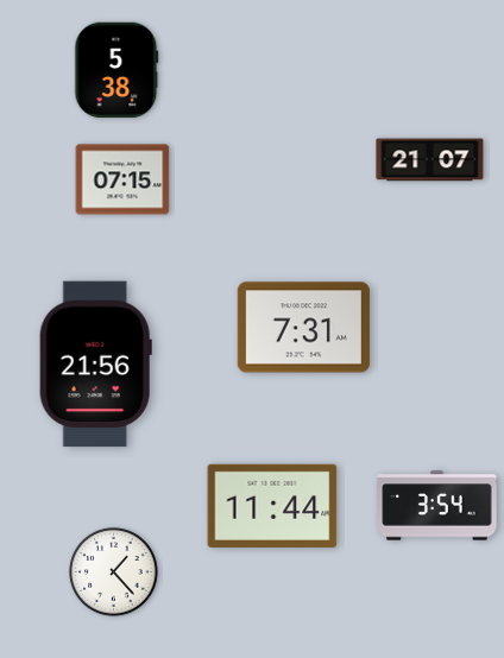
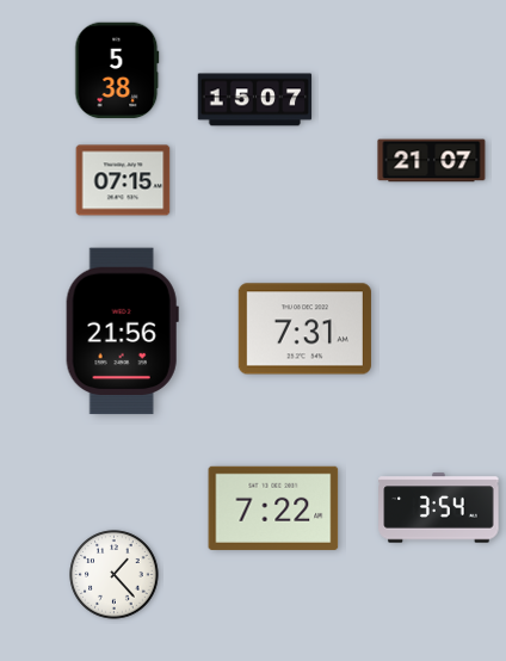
clock at (255, 100): none -> 15:07
clock at (95, 365) position: (95, 365) -> (122, 332)
clock at (272, 506): 11:44 -> 7:22
